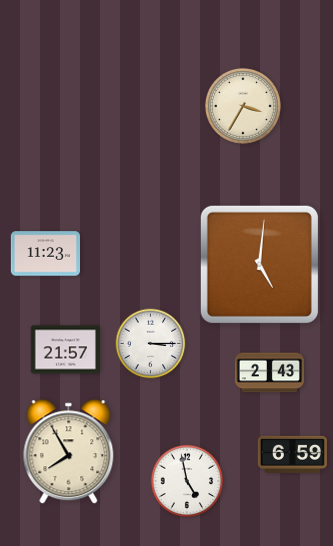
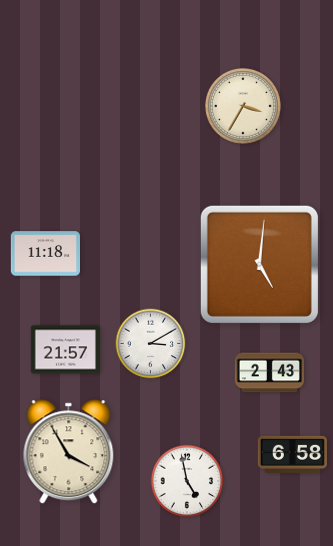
clock at (45, 254): 11:23 -> 11:18
clock at (151, 344): 3:15 -> 3:10
clock at (69, 452): 7:55 -> 3:55
clock at (292, 454): 6:59 -> 6:58
